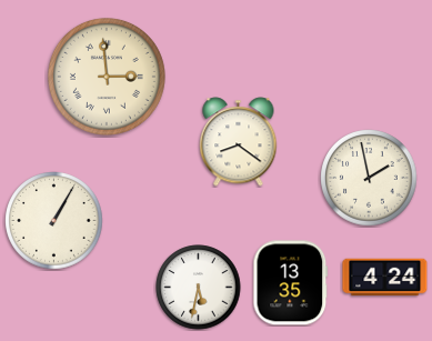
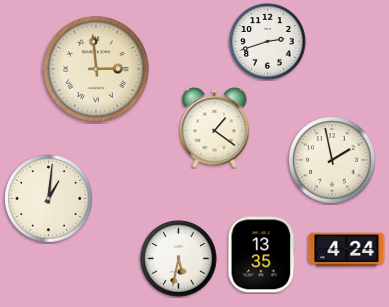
clock at (268, 42): none -> 2:42
clock at (239, 142): 8:21 -> 1:21
clock at (54, 221): 1:05 -> 1:01
